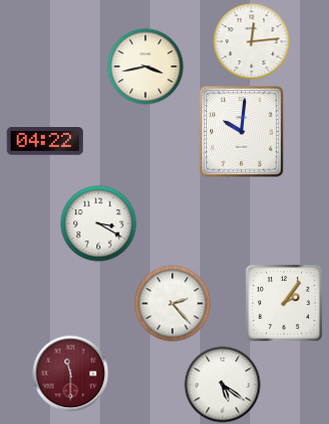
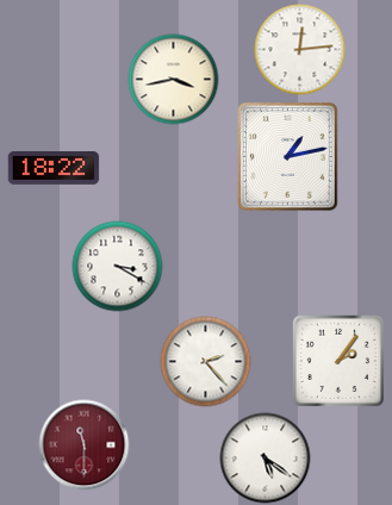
clock at (242, 132): 10:01 -> 1:13
clock at (45, 142): 04:22 -> 18:22
